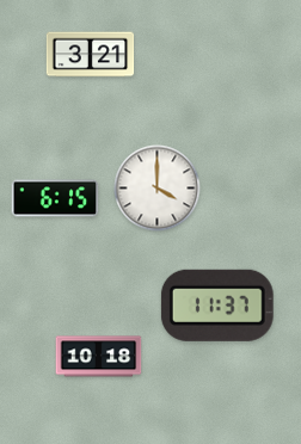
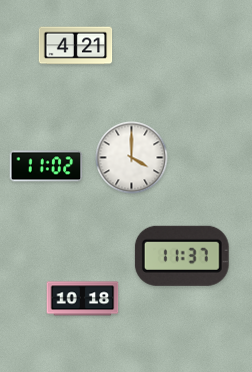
clock at (91, 55): 3:21 -> 4:21
clock at (55, 198): 6:15 -> 11:02
